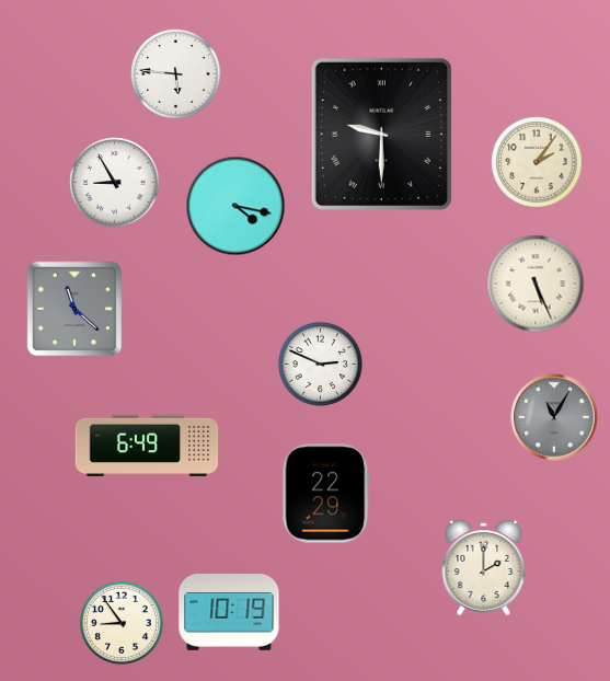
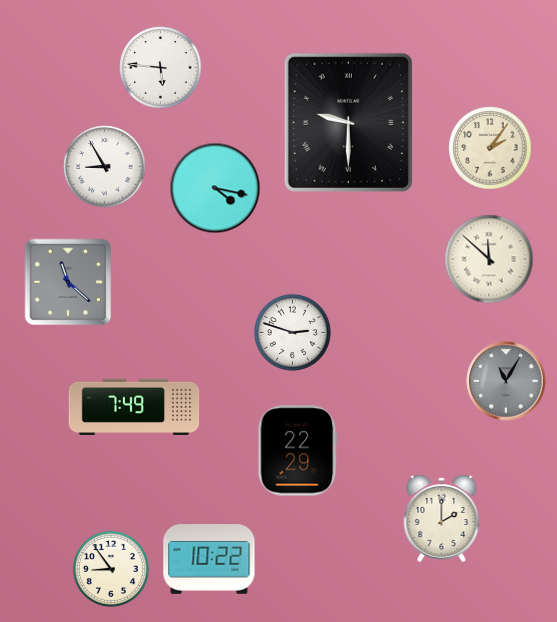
clock at (536, 284): 5:26 -> 11:52
clock at (320, 363): 2:49 -> 2:48
clock at (147, 446): 6:49 -> 7:49
clock at (229, 612): 10:19 -> 10:22
